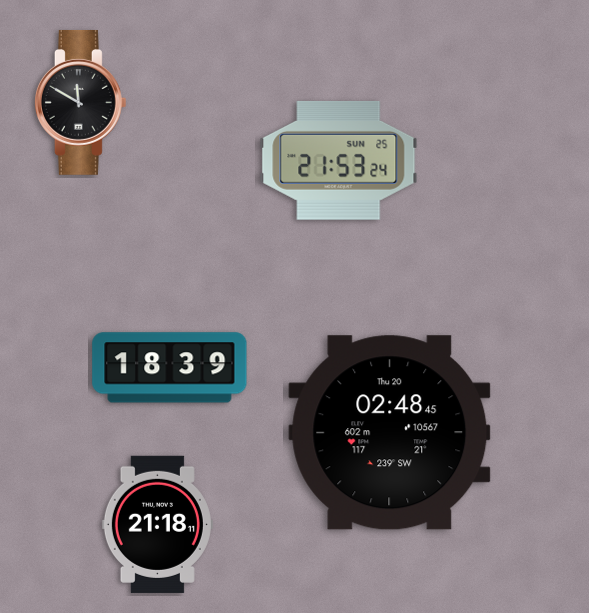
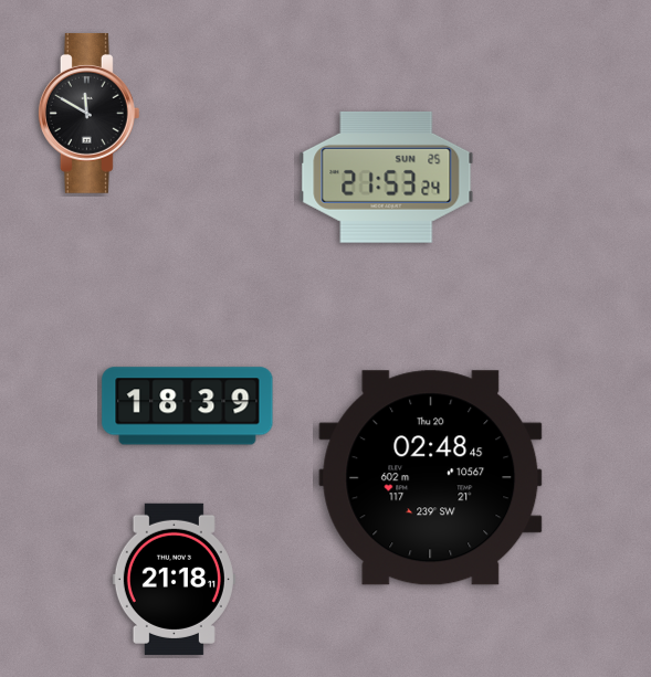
clock at (339, 160) position: (339, 160) -> (387, 177)
